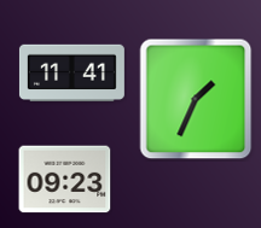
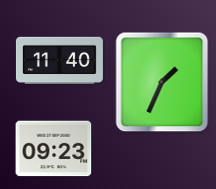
clock at (71, 72): 11:41 -> 11:40
